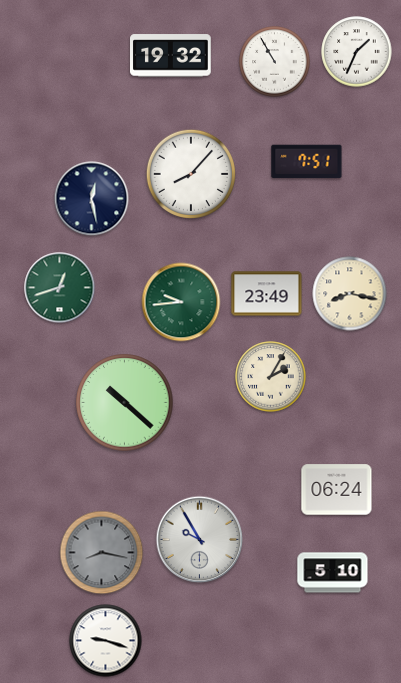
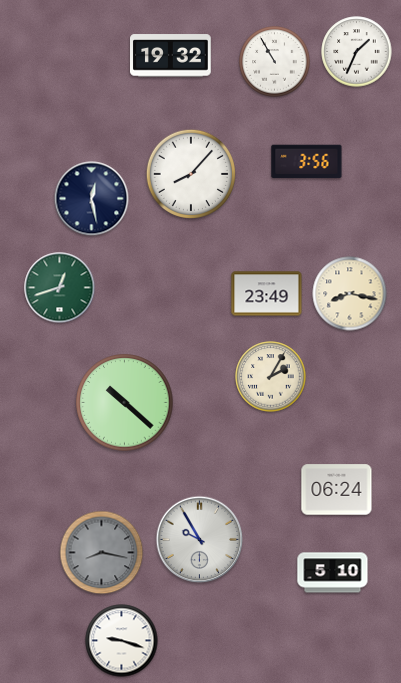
clock at (307, 162): 7:51 -> 3:56
clock at (181, 302): 9:44 -> none
clock at (106, 641) position: (106, 641) -> (122, 641)
